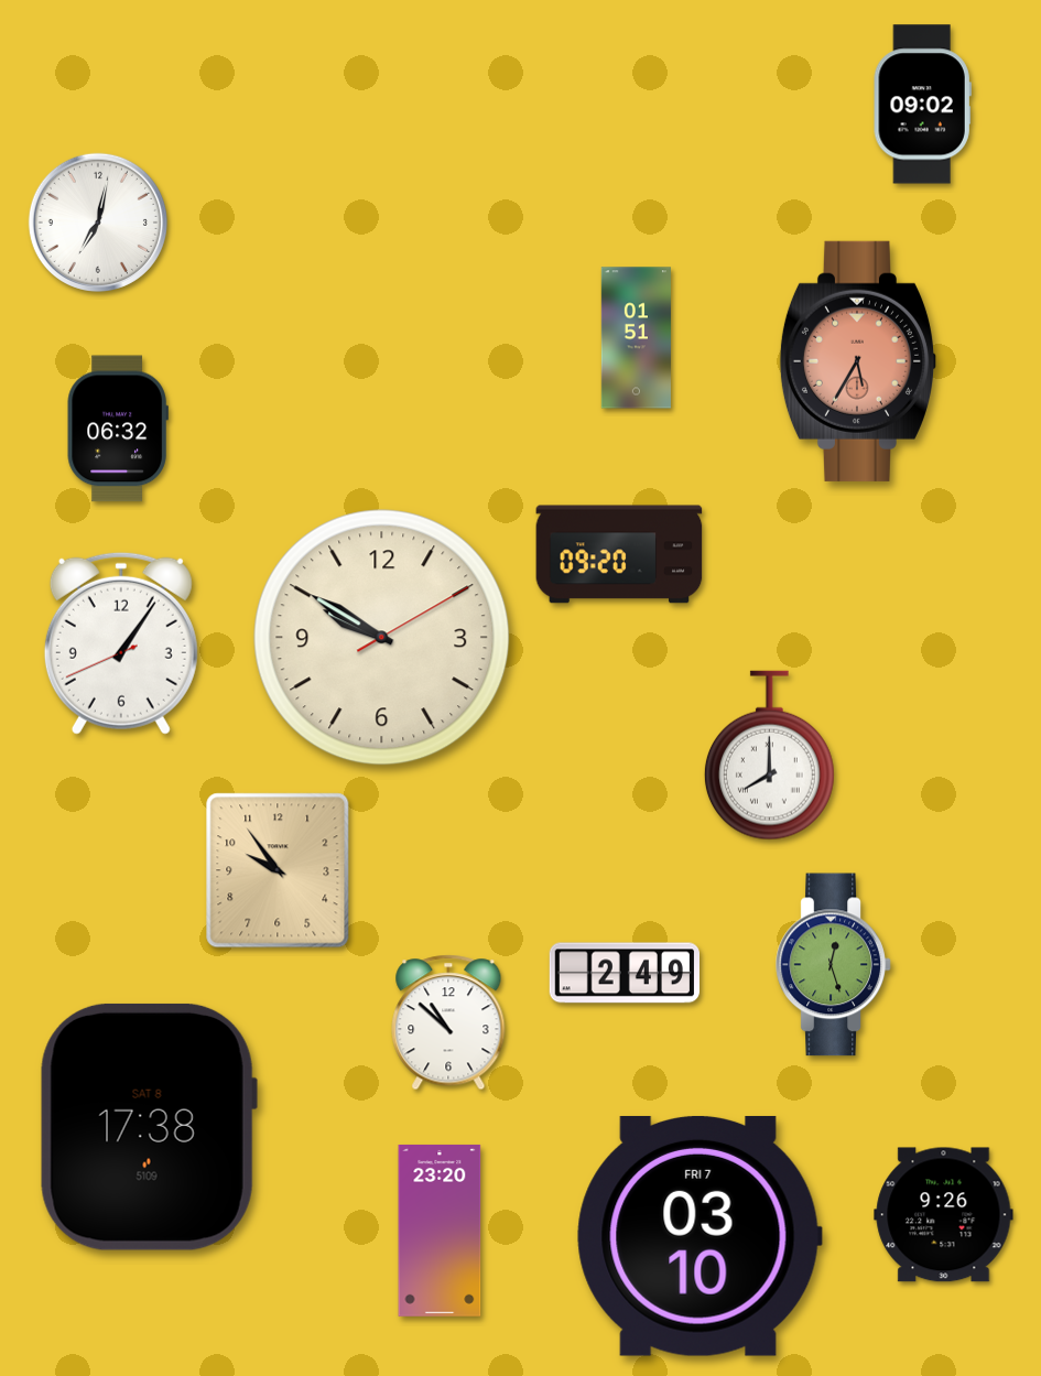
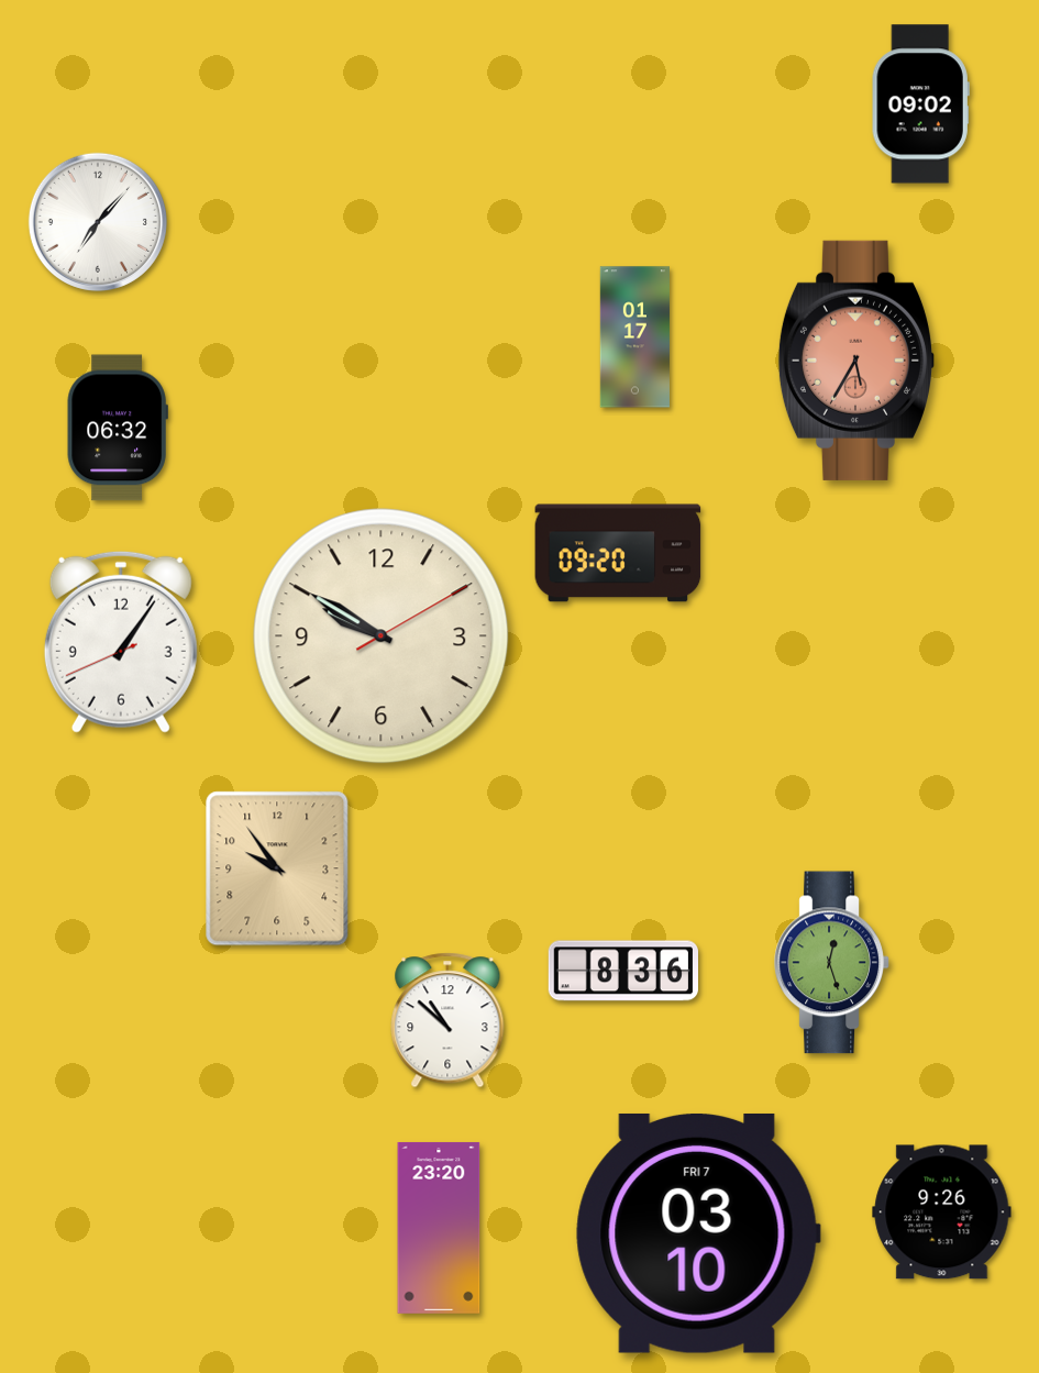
clock at (98, 223): 7:02 -> 7:07
clock at (636, 338): 01:51 -> 01:17
clock at (769, 756): 8:00 -> none
clock at (623, 973): 2:49 -> 8:36
clock at (149, 1127): 17:38 -> none
